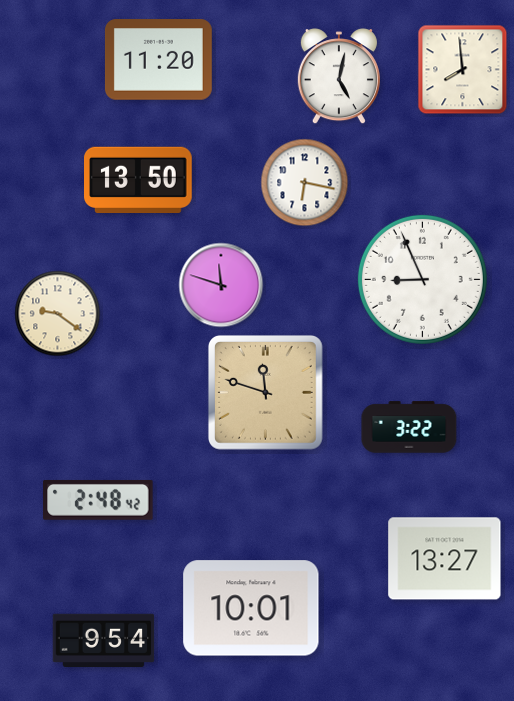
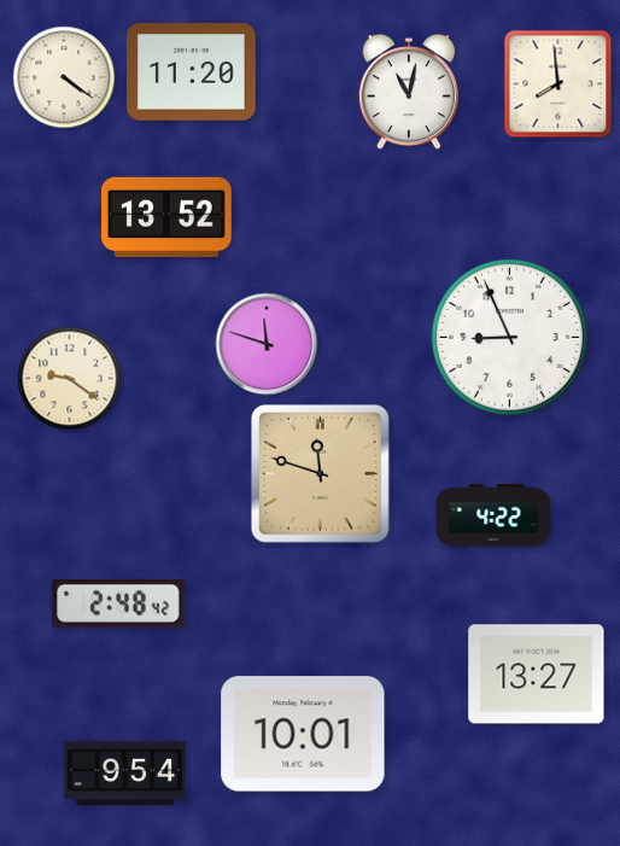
clock at (64, 77): none -> 4:21
clock at (339, 77): 5:02 -> 11:02
clock at (139, 179): 13:50 -> 13:52
clock at (305, 183): 6:17 -> none
clock at (409, 427): 3:22 -> 4:22
